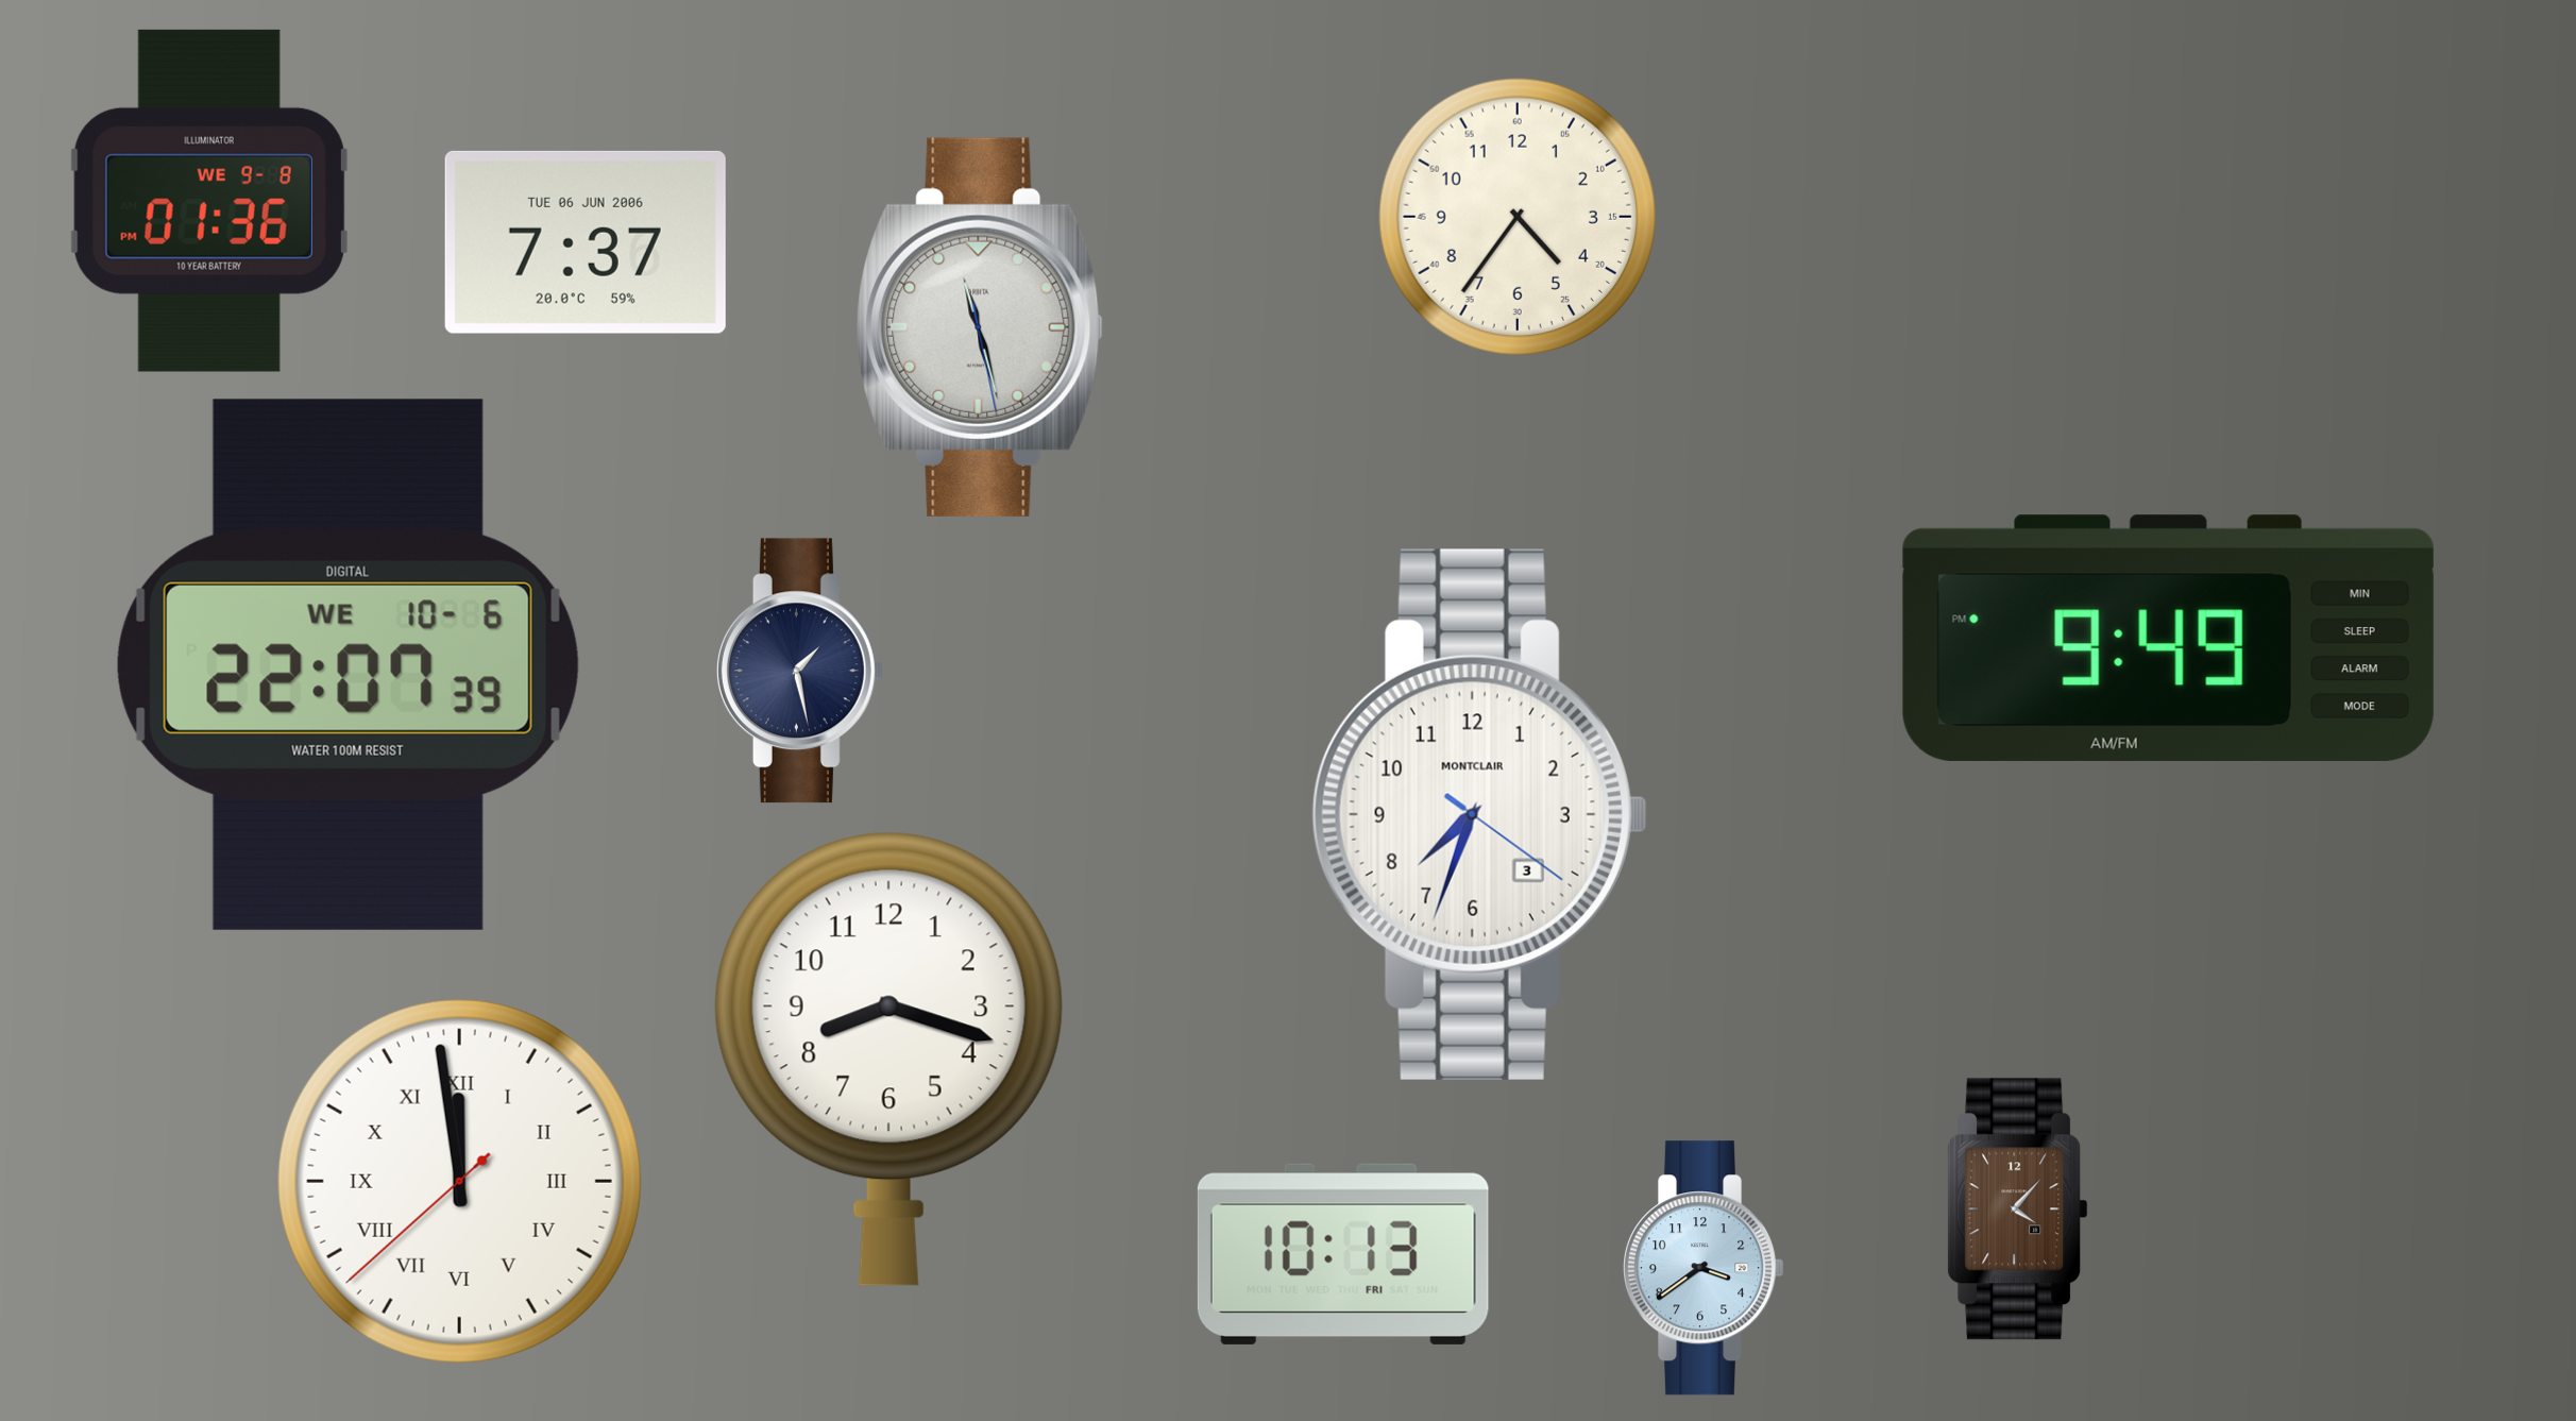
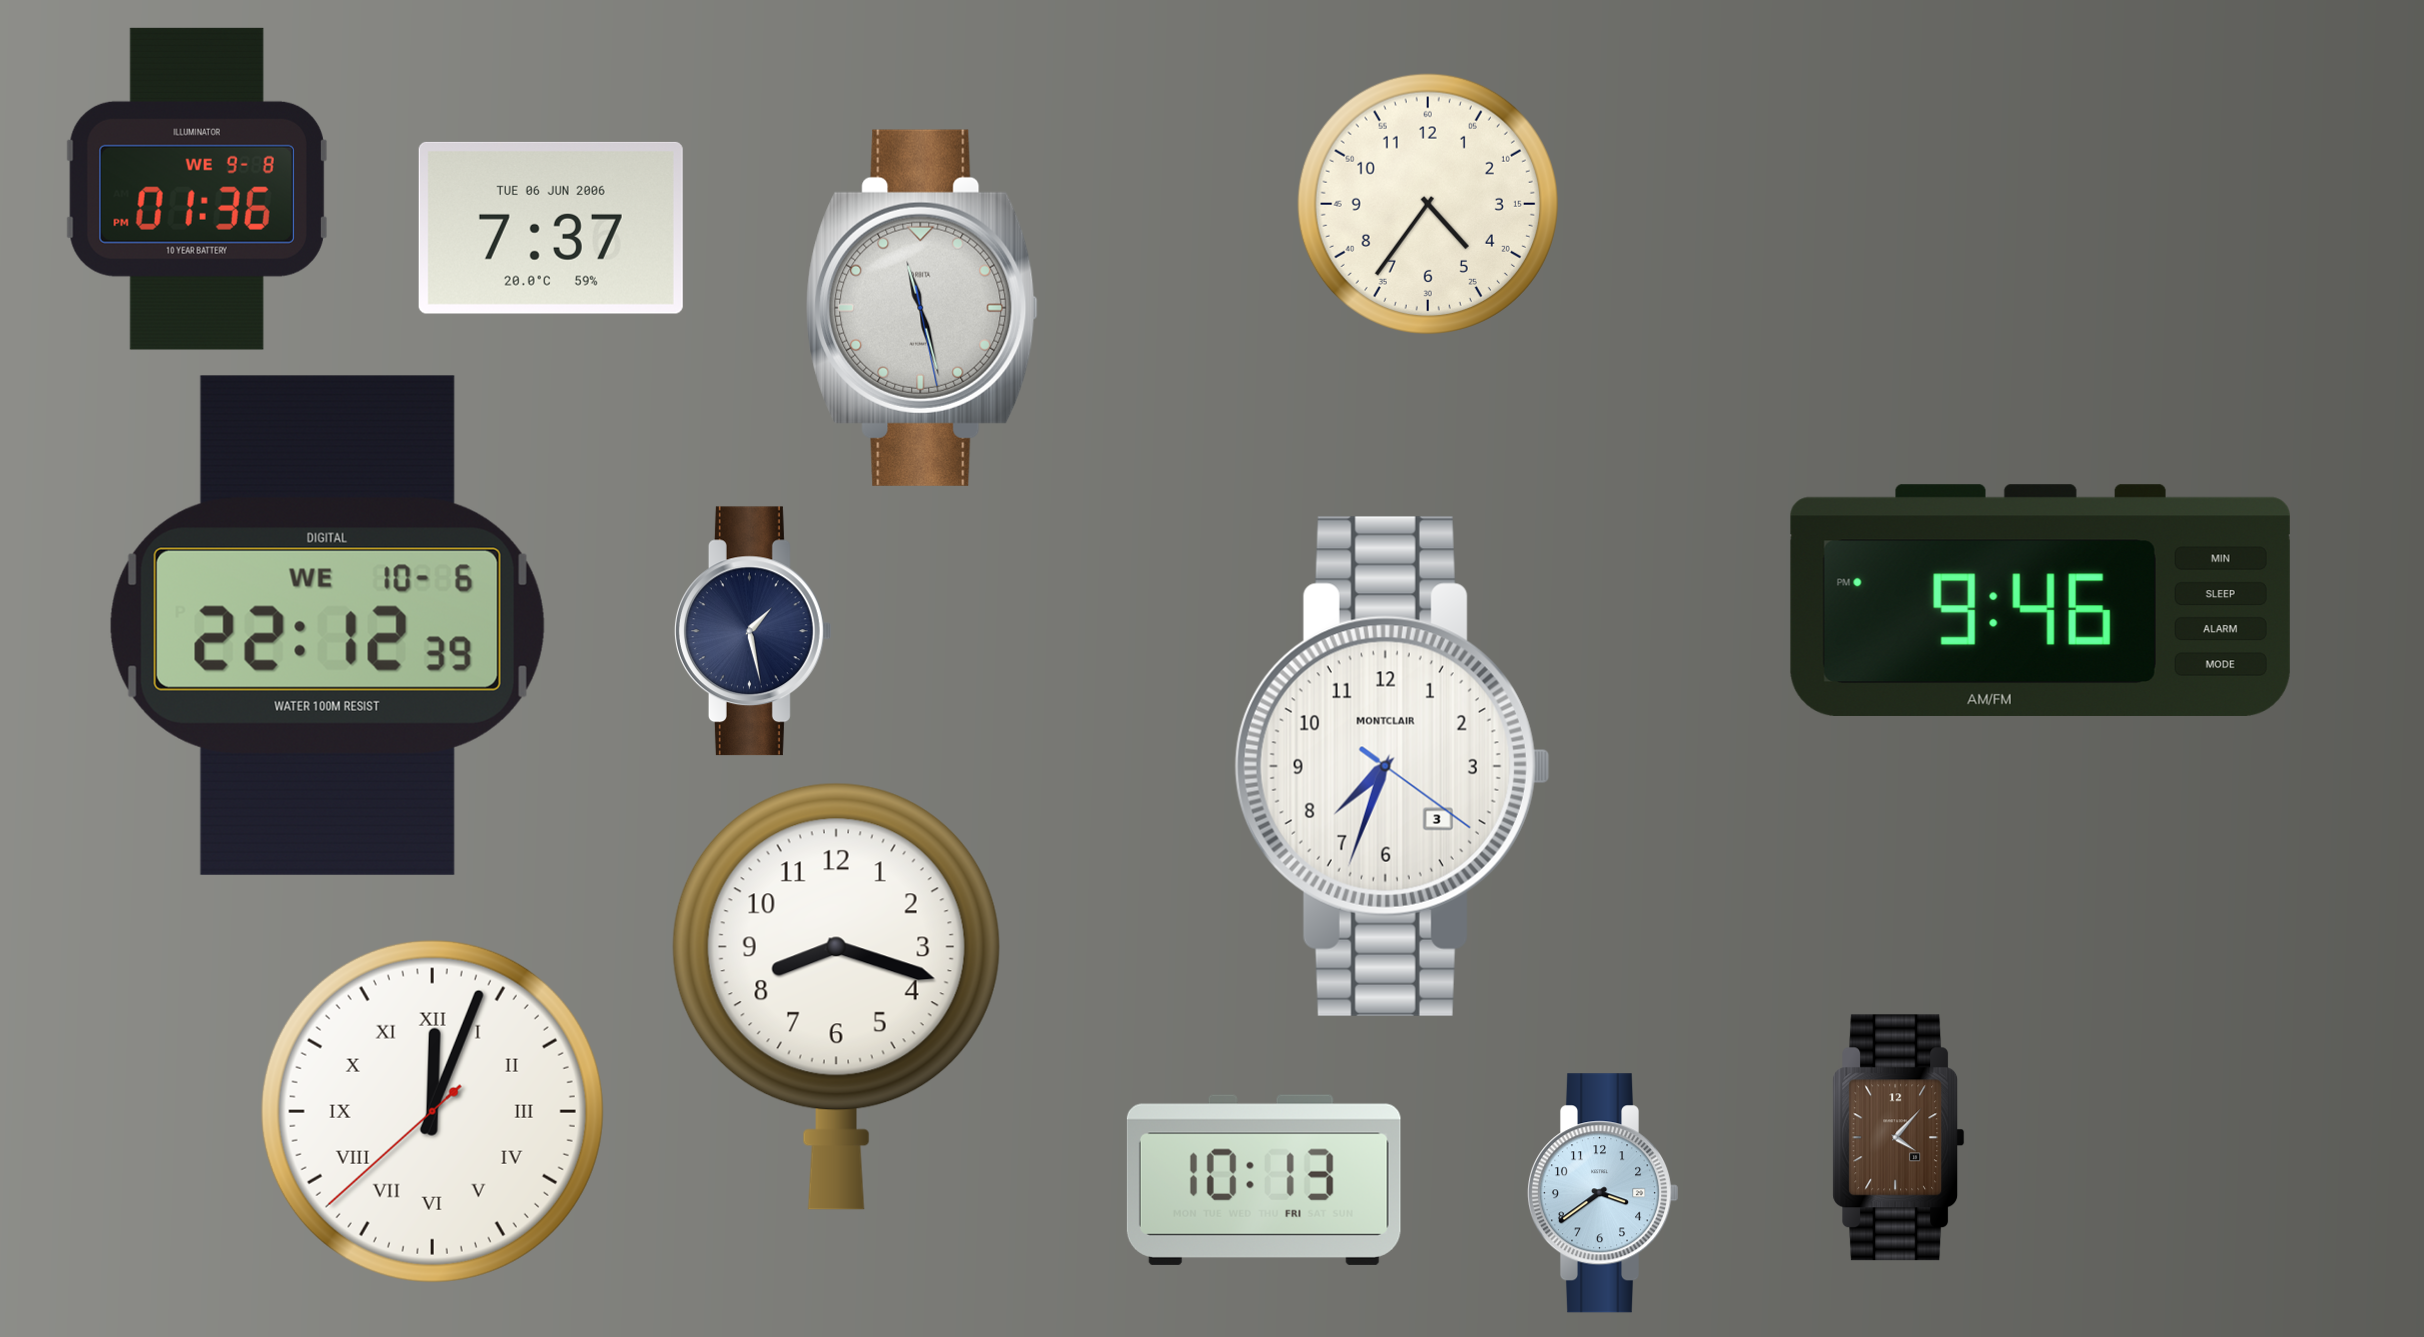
clock at (2168, 638): 9:49 -> 9:46
clock at (348, 664): 22:07 -> 22:12
clock at (459, 1181): 11:58 -> 12:03
